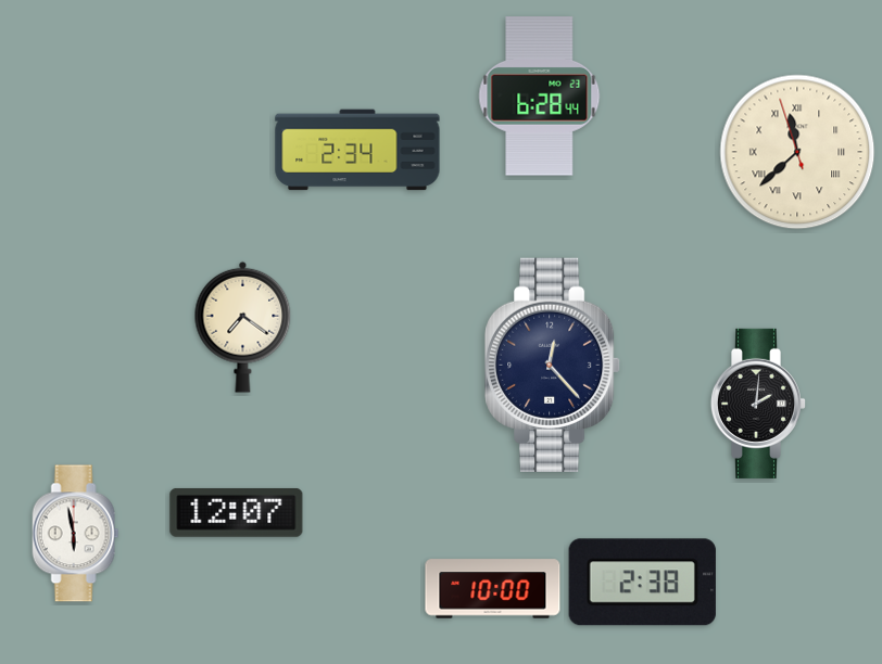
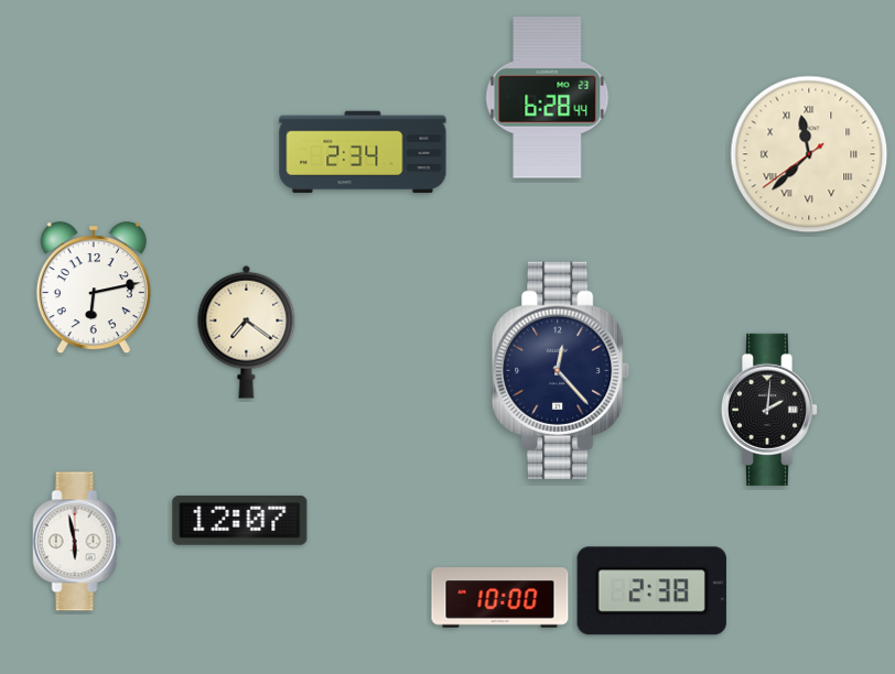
clock at (797, 152): 11:37:57 -> 11:37:39
clock at (94, 289): none -> 6:13
